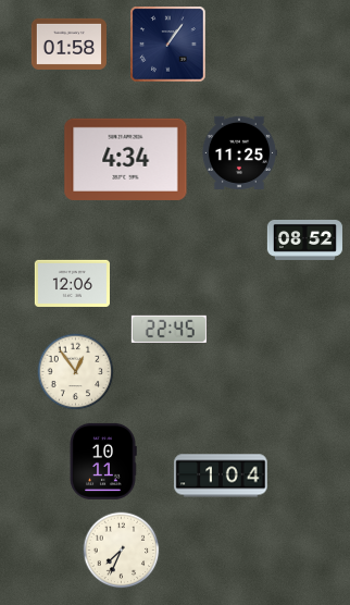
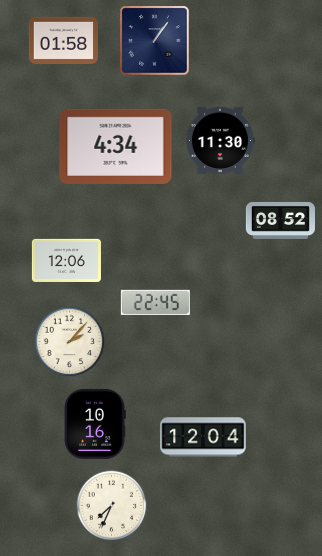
clock at (239, 152): 11:25 -> 11:30
clock at (76, 372): 12:54 -> 2:07
clock at (103, 461): 10:11 -> 10:16
clock at (221, 476): 1:04 -> 12:04
